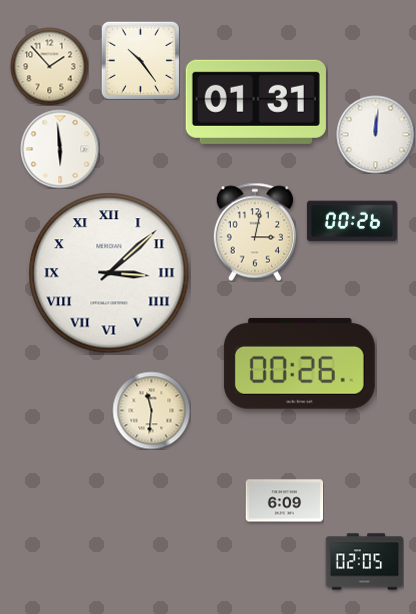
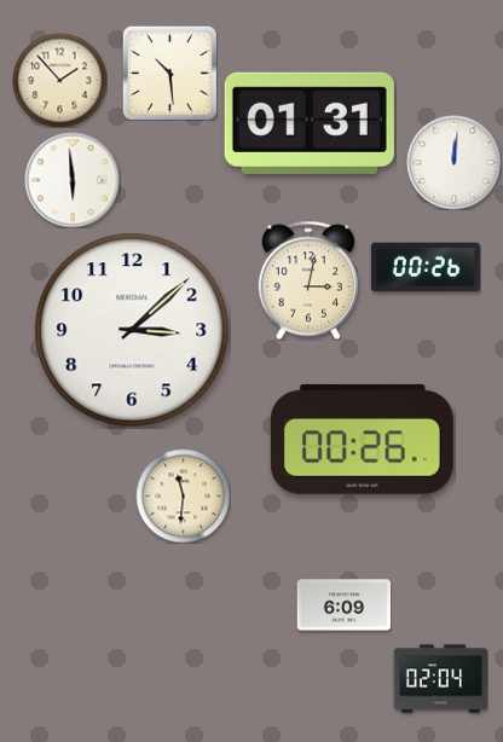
clock at (140, 60): 10:24 -> 10:29
clock at (109, 273) numerals: Roman -> Arabic
clock at (364, 562): 02:05 -> 02:04
